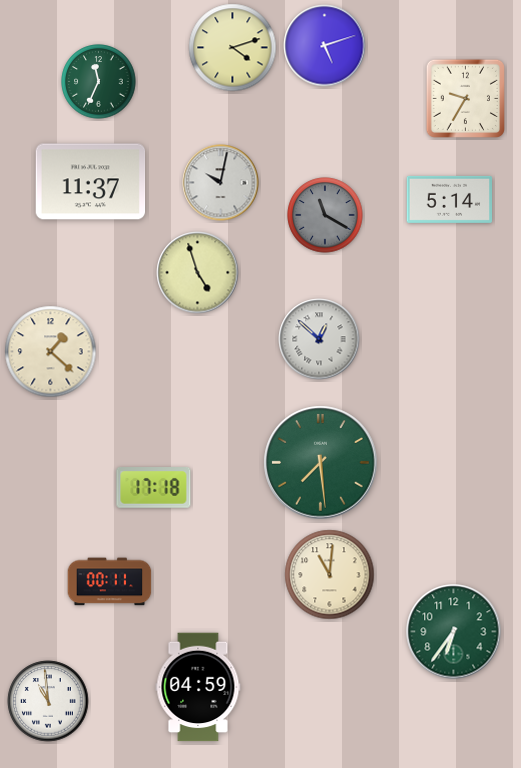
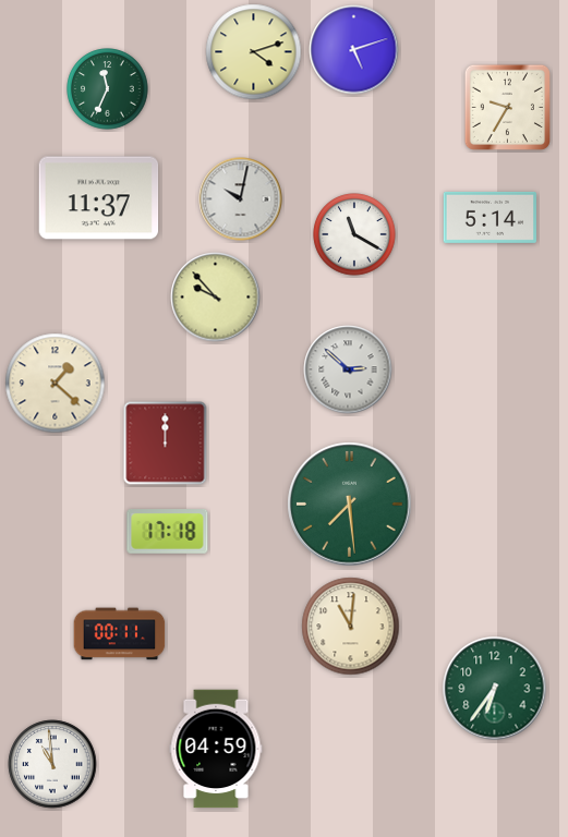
clock at (325, 215) dial: grey -> white
clock at (198, 273): 4:57 -> 9:53
clock at (319, 339): 12:52 -> 2:52
clock at (166, 444): none -> 12:00
clock at (330, 575) position: (330, 575) -> (351, 627)
